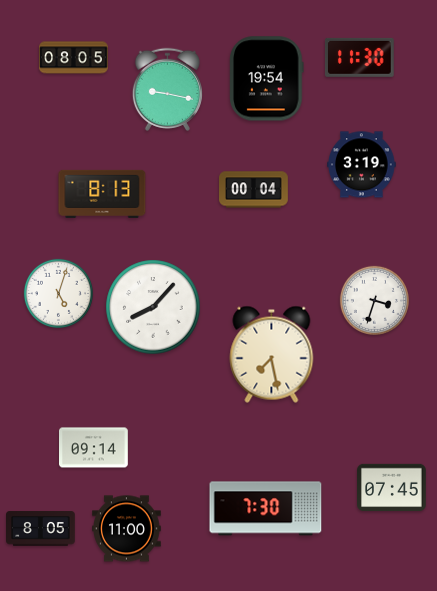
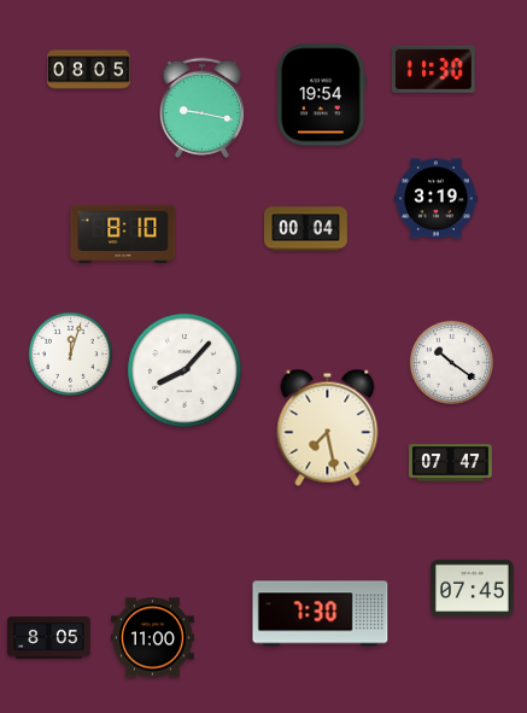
clock at (102, 194): 8:13 -> 8:10
clock at (58, 293): 5:03 -> 12:03
clock at (374, 300): 3:33 -> 10:21
clock at (451, 463): none -> 07:47
clock at (94, 448): 09:14 -> none
